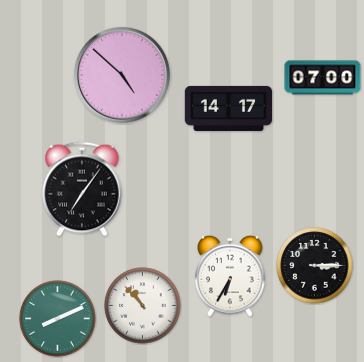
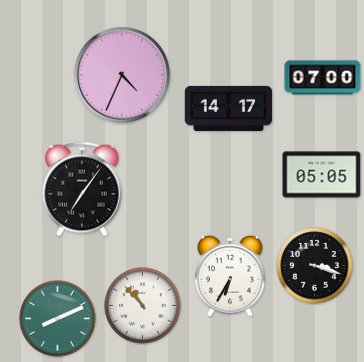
clock at (122, 75): 4:52 -> 4:34
clock at (322, 175): none -> 05:05
clock at (315, 266): 3:15 -> 3:18
